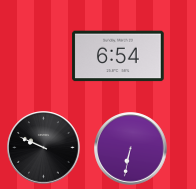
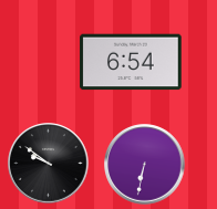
clock at (44, 148): 9:49 -> 9:51
